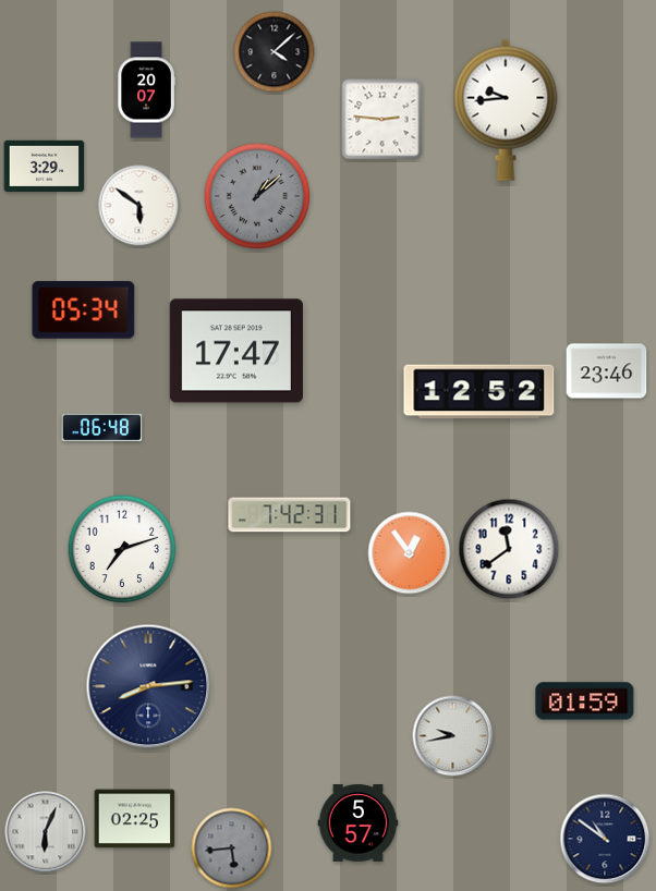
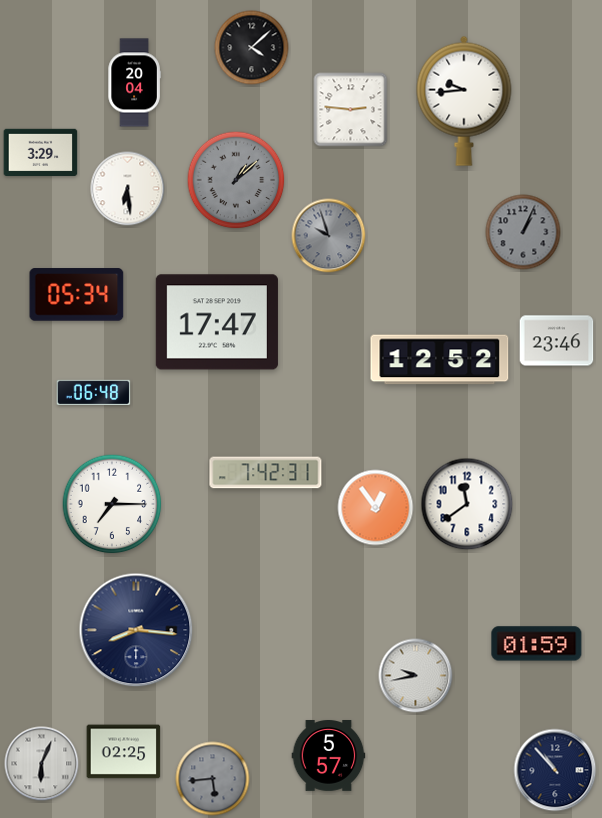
clock at (146, 90): 20:07 -> 20:04
clock at (139, 206): 5:51 -> 6:29
clock at (523, 232): none -> 1:04
clock at (329, 236): none -> 9:57
clock at (84, 310) position: (84, 310) -> (77, 295)
clock at (122, 549): 7:12 -> 7:15
clock at (148, 686): 8:14 -> 8:16
clock at (605, 839): 10:51 -> 10:53
